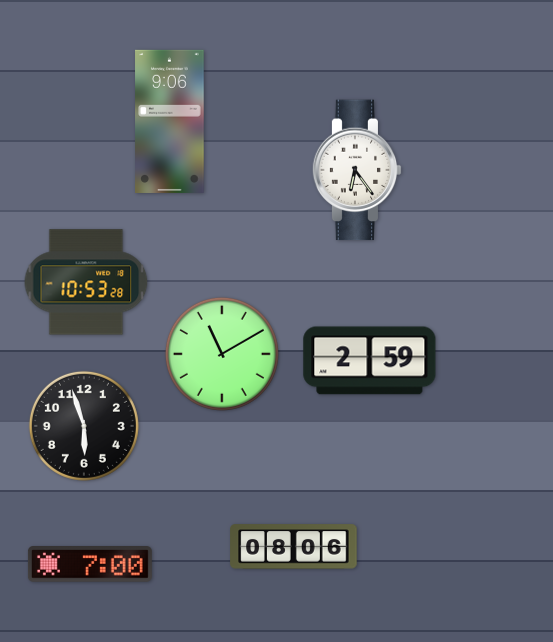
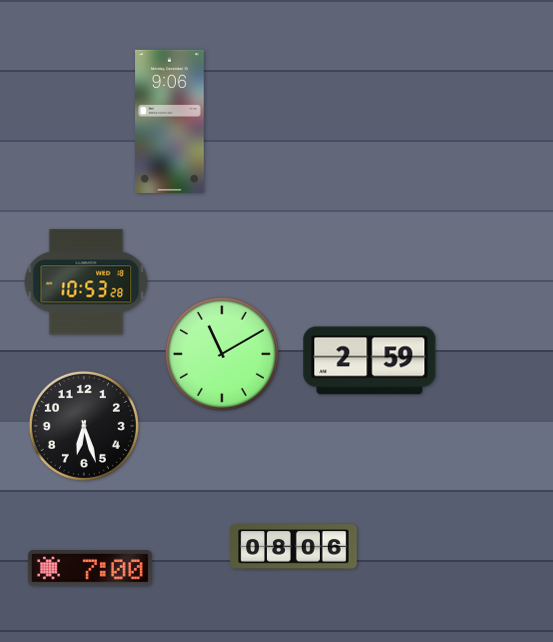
clock at (357, 170): 6:24 -> none
clock at (84, 426): 5:57 -> 6:27
clock at (90, 565) position: (90, 565) -> (90, 569)
